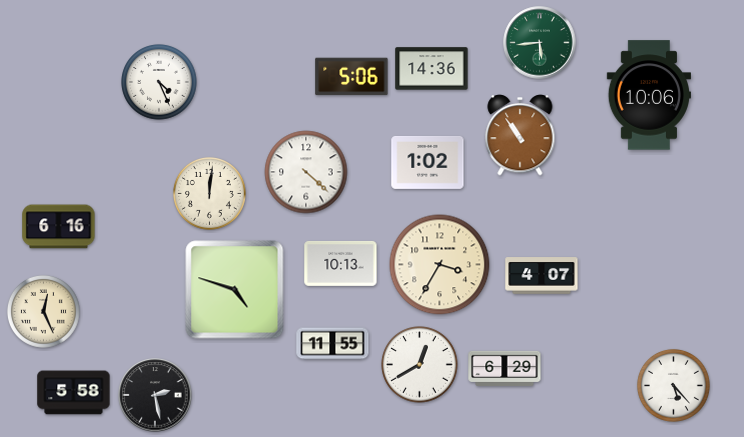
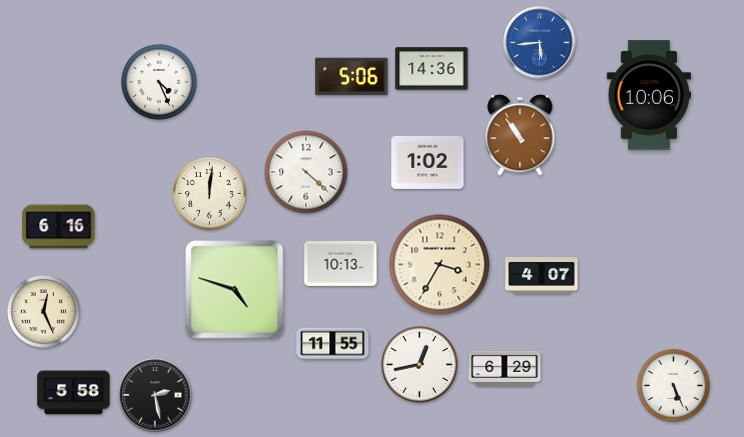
clock at (540, 43) dial: green -> blue
clock at (420, 365): 12:40 -> 12:43
clock at (673, 385): 5:23 -> 5:26
